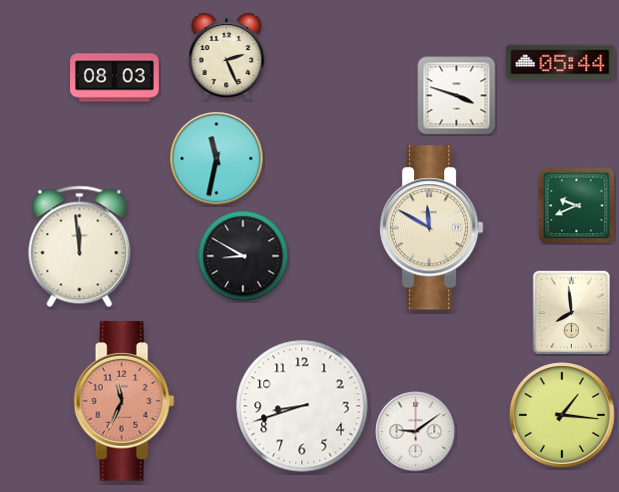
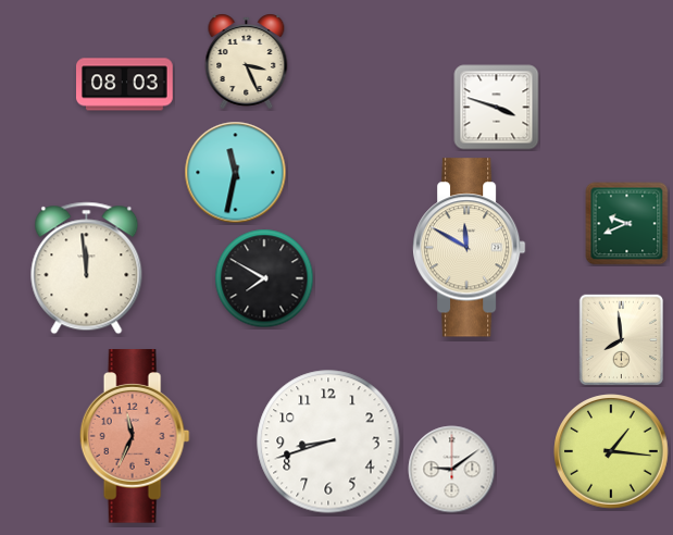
clock at (227, 56): 2:26 -> 3:26
clock at (560, 62): 05:44 -> none
clock at (457, 96) position: (457, 96) -> (497, 108)
clock at (243, 256): 8:50 -> 7:50
